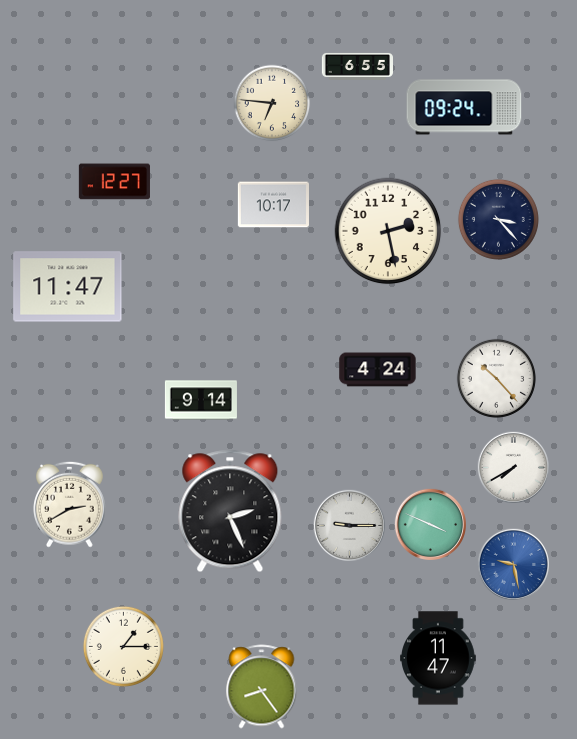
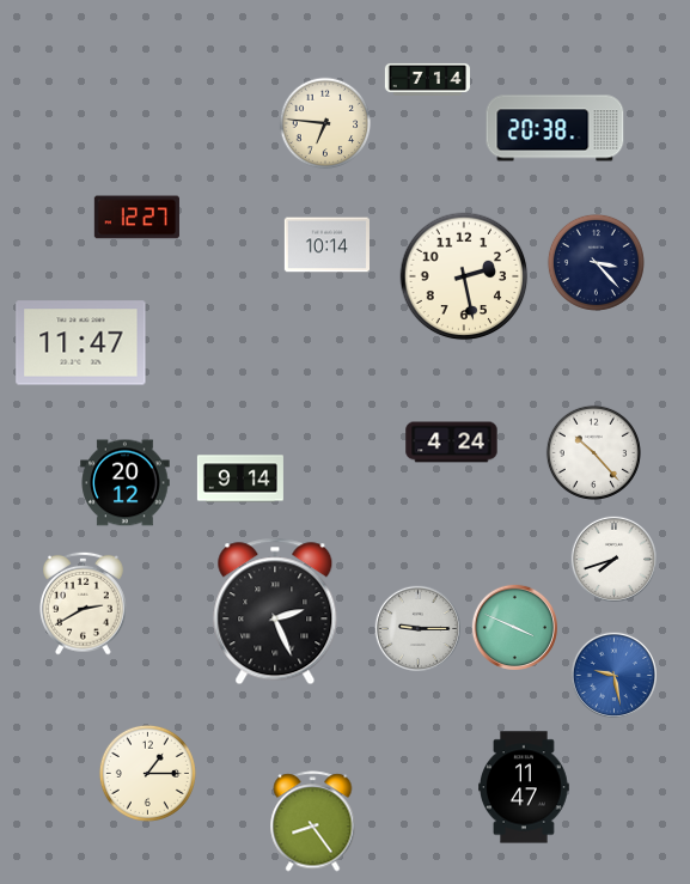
clock at (357, 66): 6:55 -> 7:14
clock at (464, 107): 09:24 -> 20:38
clock at (273, 205): 10:17 -> 10:14
clock at (126, 483): none -> 20:12
clock at (513, 467): 7:40 -> 7:42
